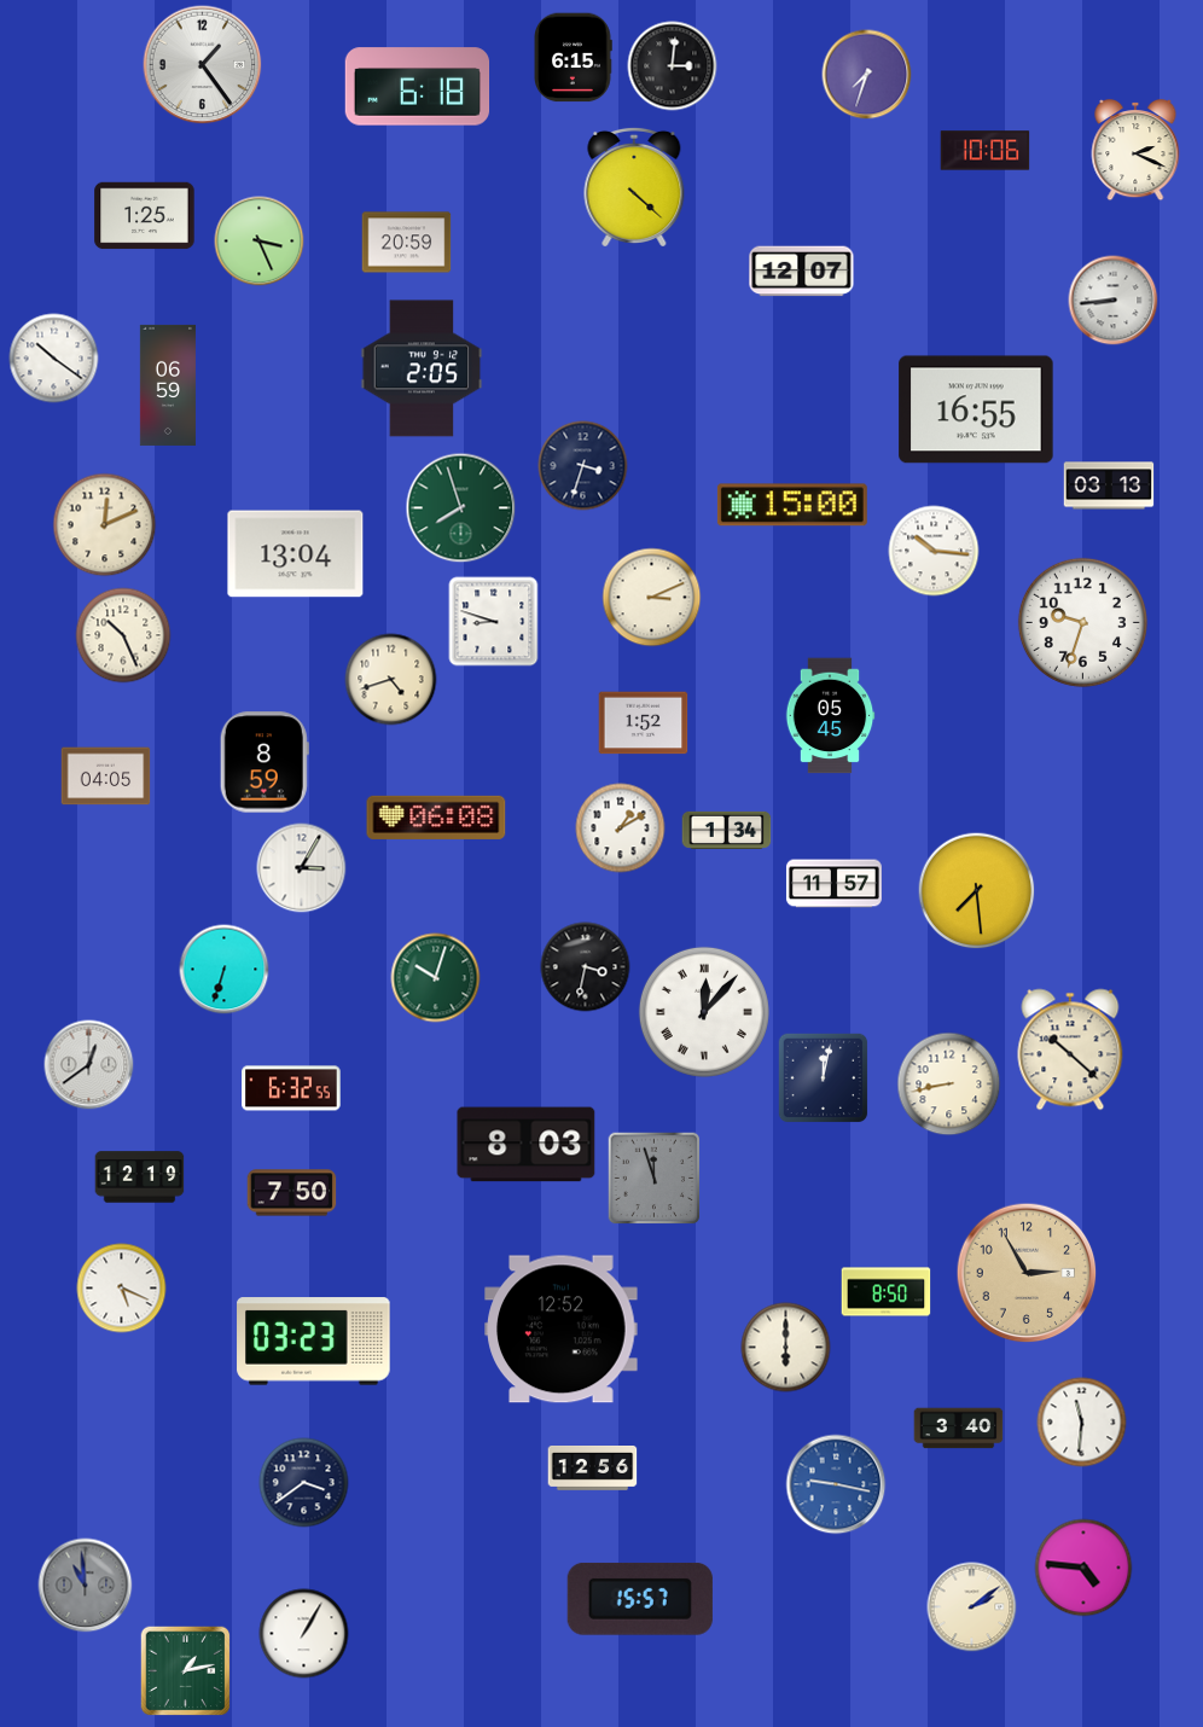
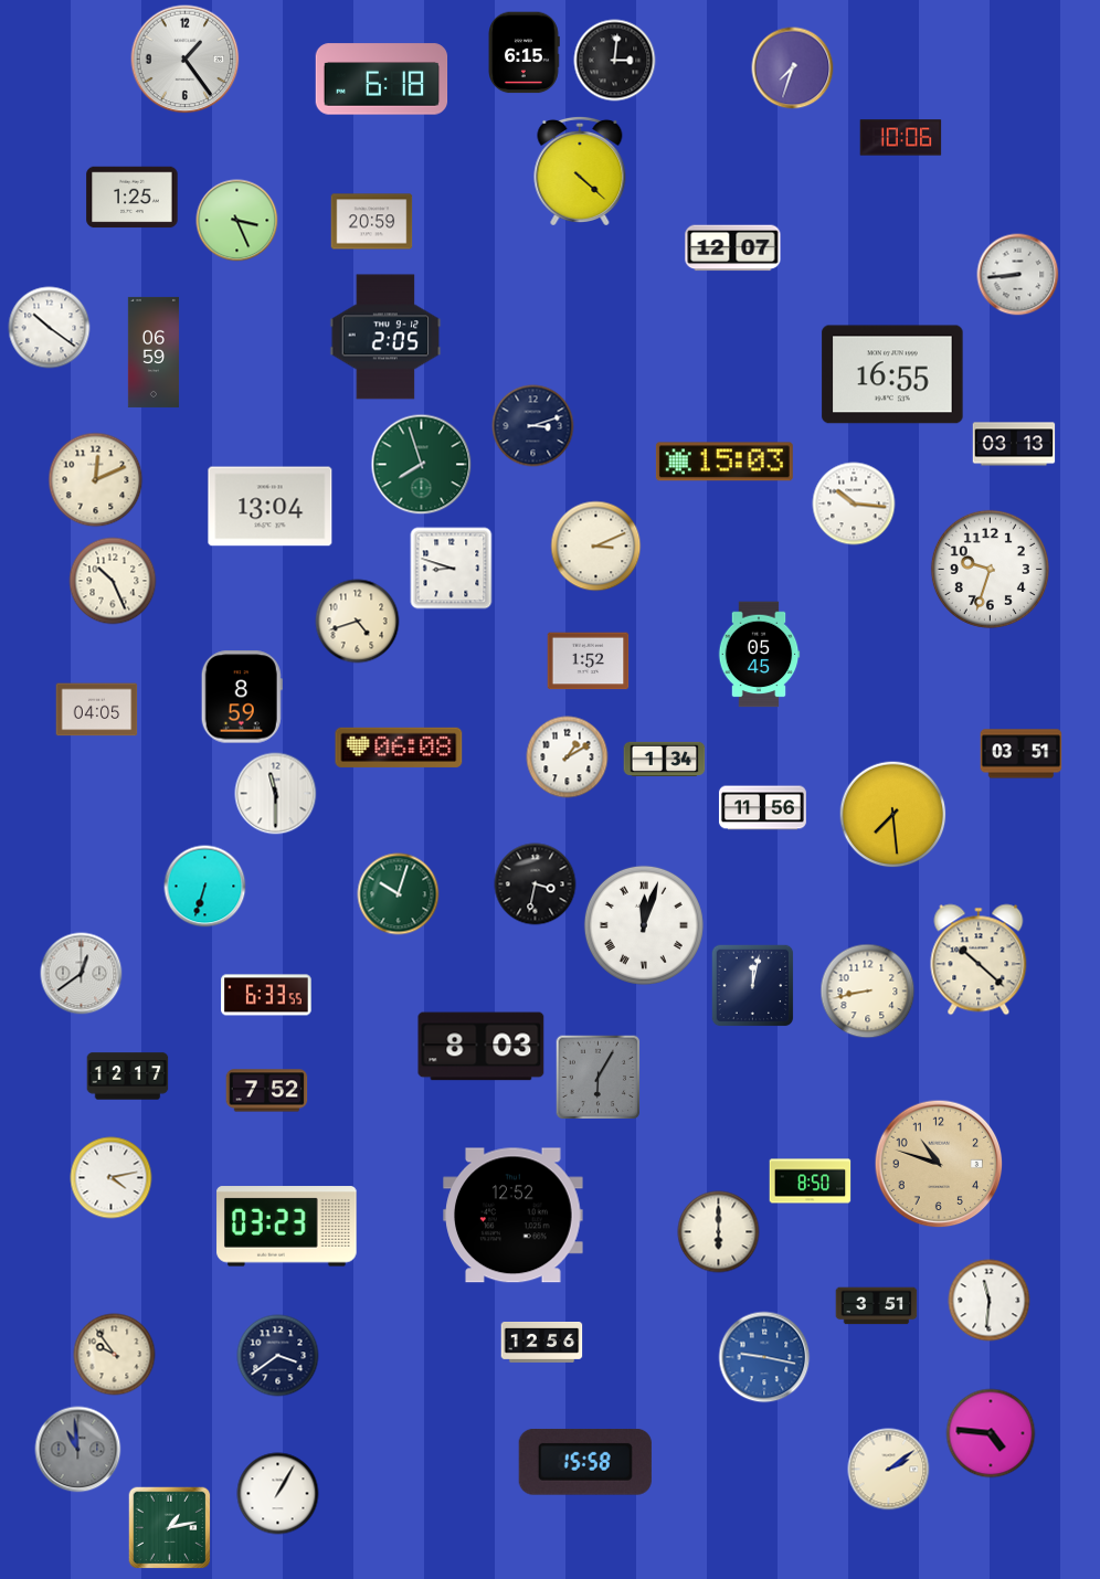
clock at (1135, 150): 2:19 -> none
clock at (583, 466): 3:33 -> 3:12
clock at (792, 505): 15:00 -> 15:03
clock at (1022, 754): none -> 03:51
clock at (302, 868): 3:05 -> 11:30
clock at (833, 884): 11:57 -> 11:56
clock at (704, 1012): 12:07 -> 12:03
clock at (291, 1088): 6:32 -> 6:33
clock at (140, 1177): 12:19 -> 12:17
clock at (655, 1179): 11:57 -> 6:05
clock at (292, 1193): 7:50 -> 7:52
clock at (1027, 1273): 2:55 -> 10:48
clock at (122, 1289): 5:19 -> 4:13
clock at (959, 1429): 3:40 -> 3:51
clock at (115, 1355): none -> 9:54
clock at (640, 1599): 15:57 -> 15:58
